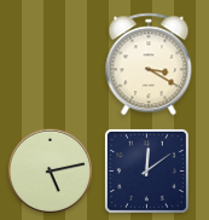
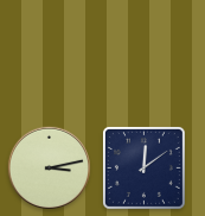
clock at (149, 64): 3:20 -> none
clock at (50, 170): 5:13 -> 3:13
